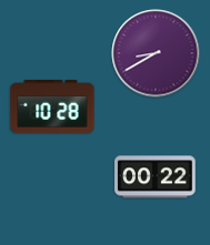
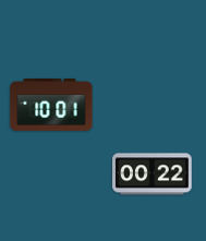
clock at (156, 53): 8:40 -> none
clock at (52, 106): 10:28 -> 10:01
